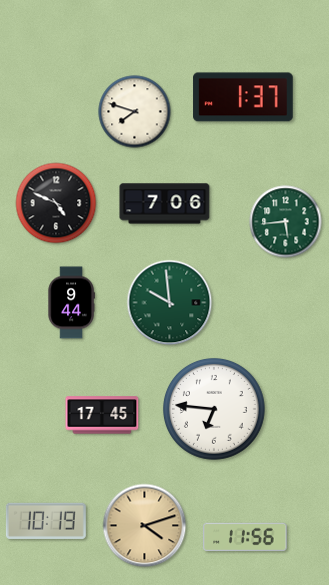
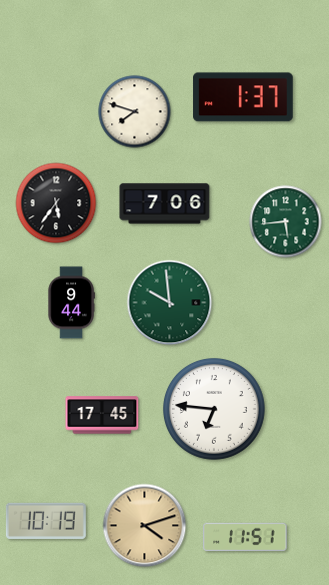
clock at (56, 203): 4:49 -> 5:36
clock at (245, 537): 11:56 -> 11:51
